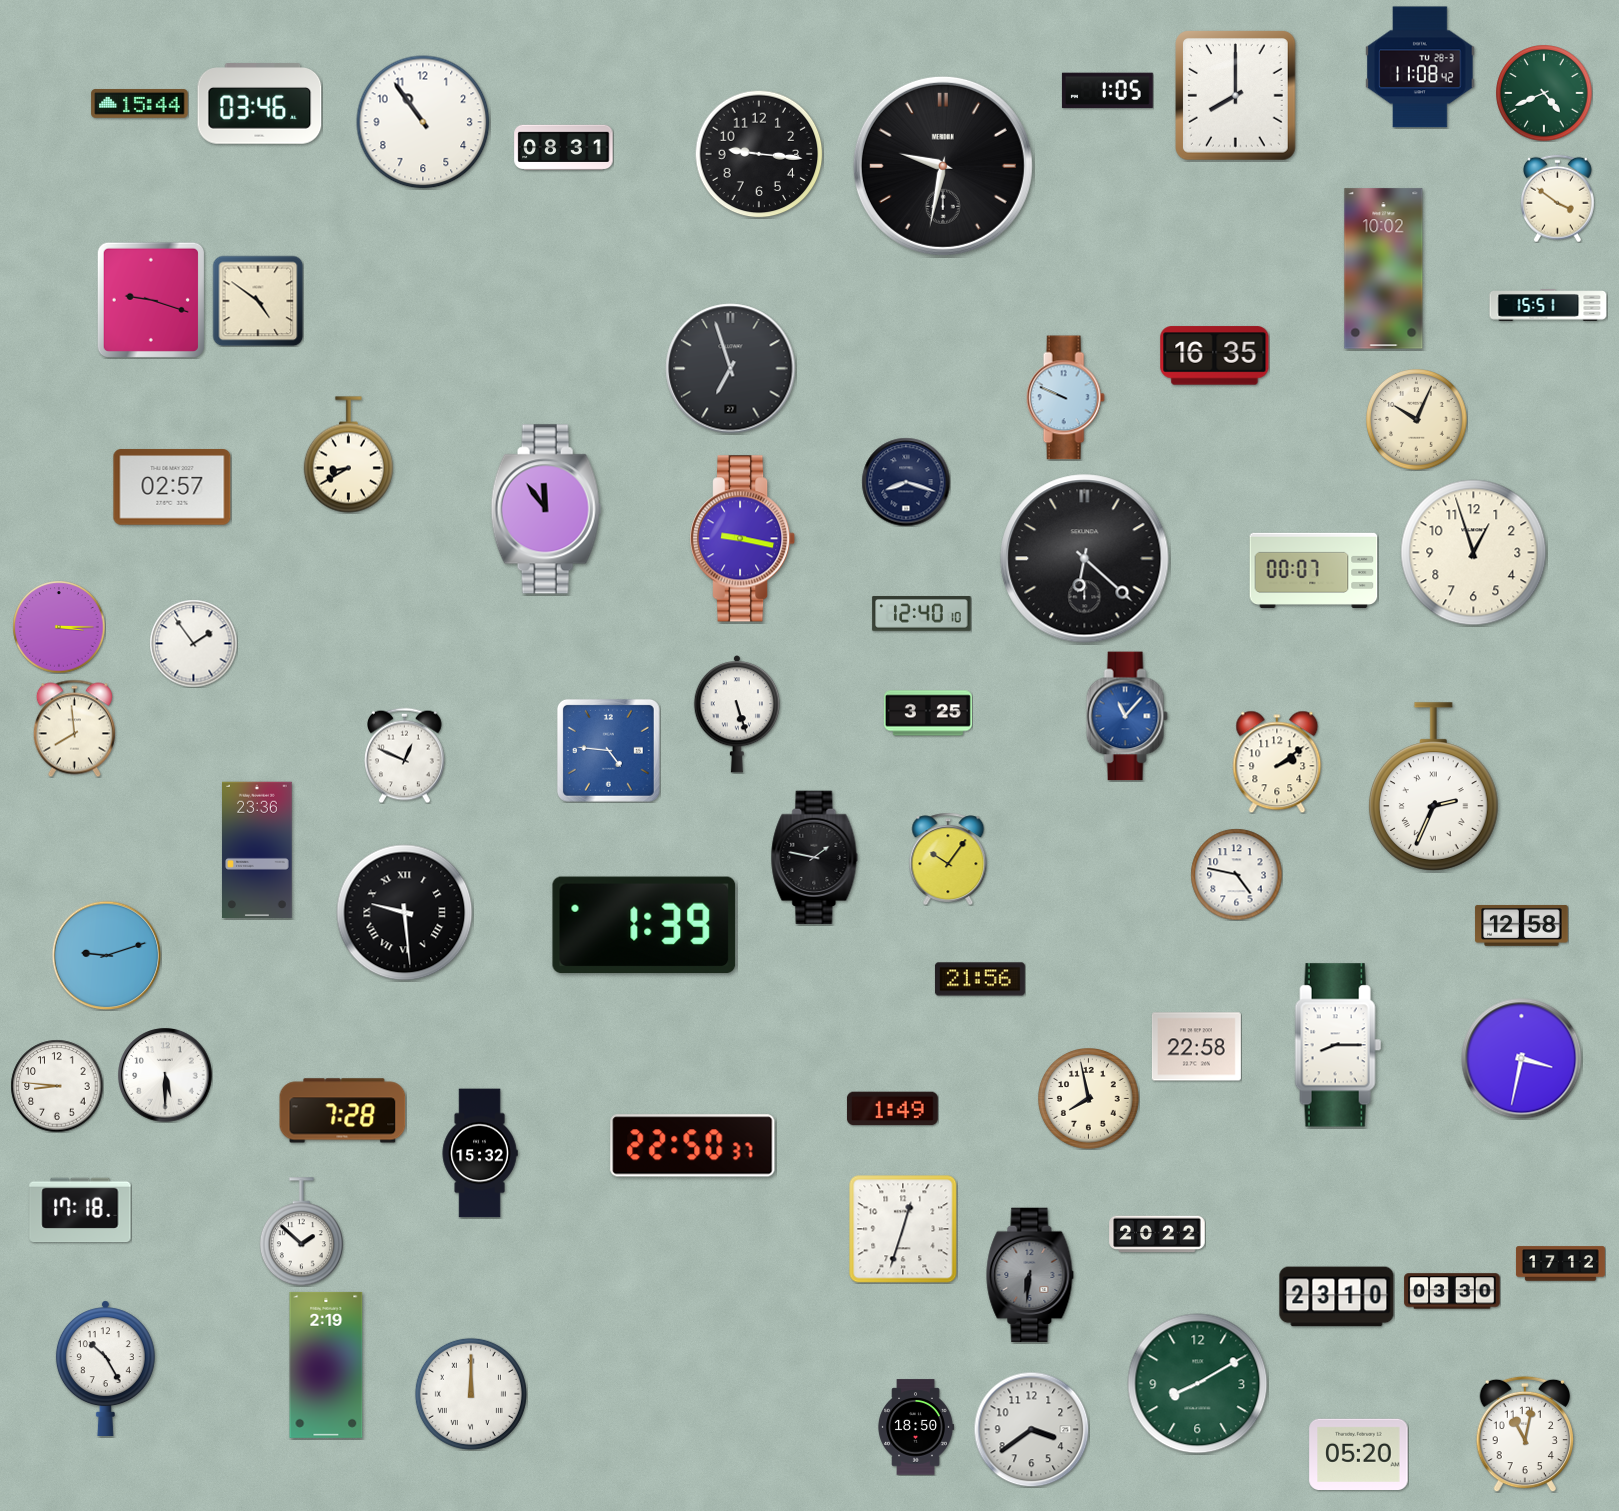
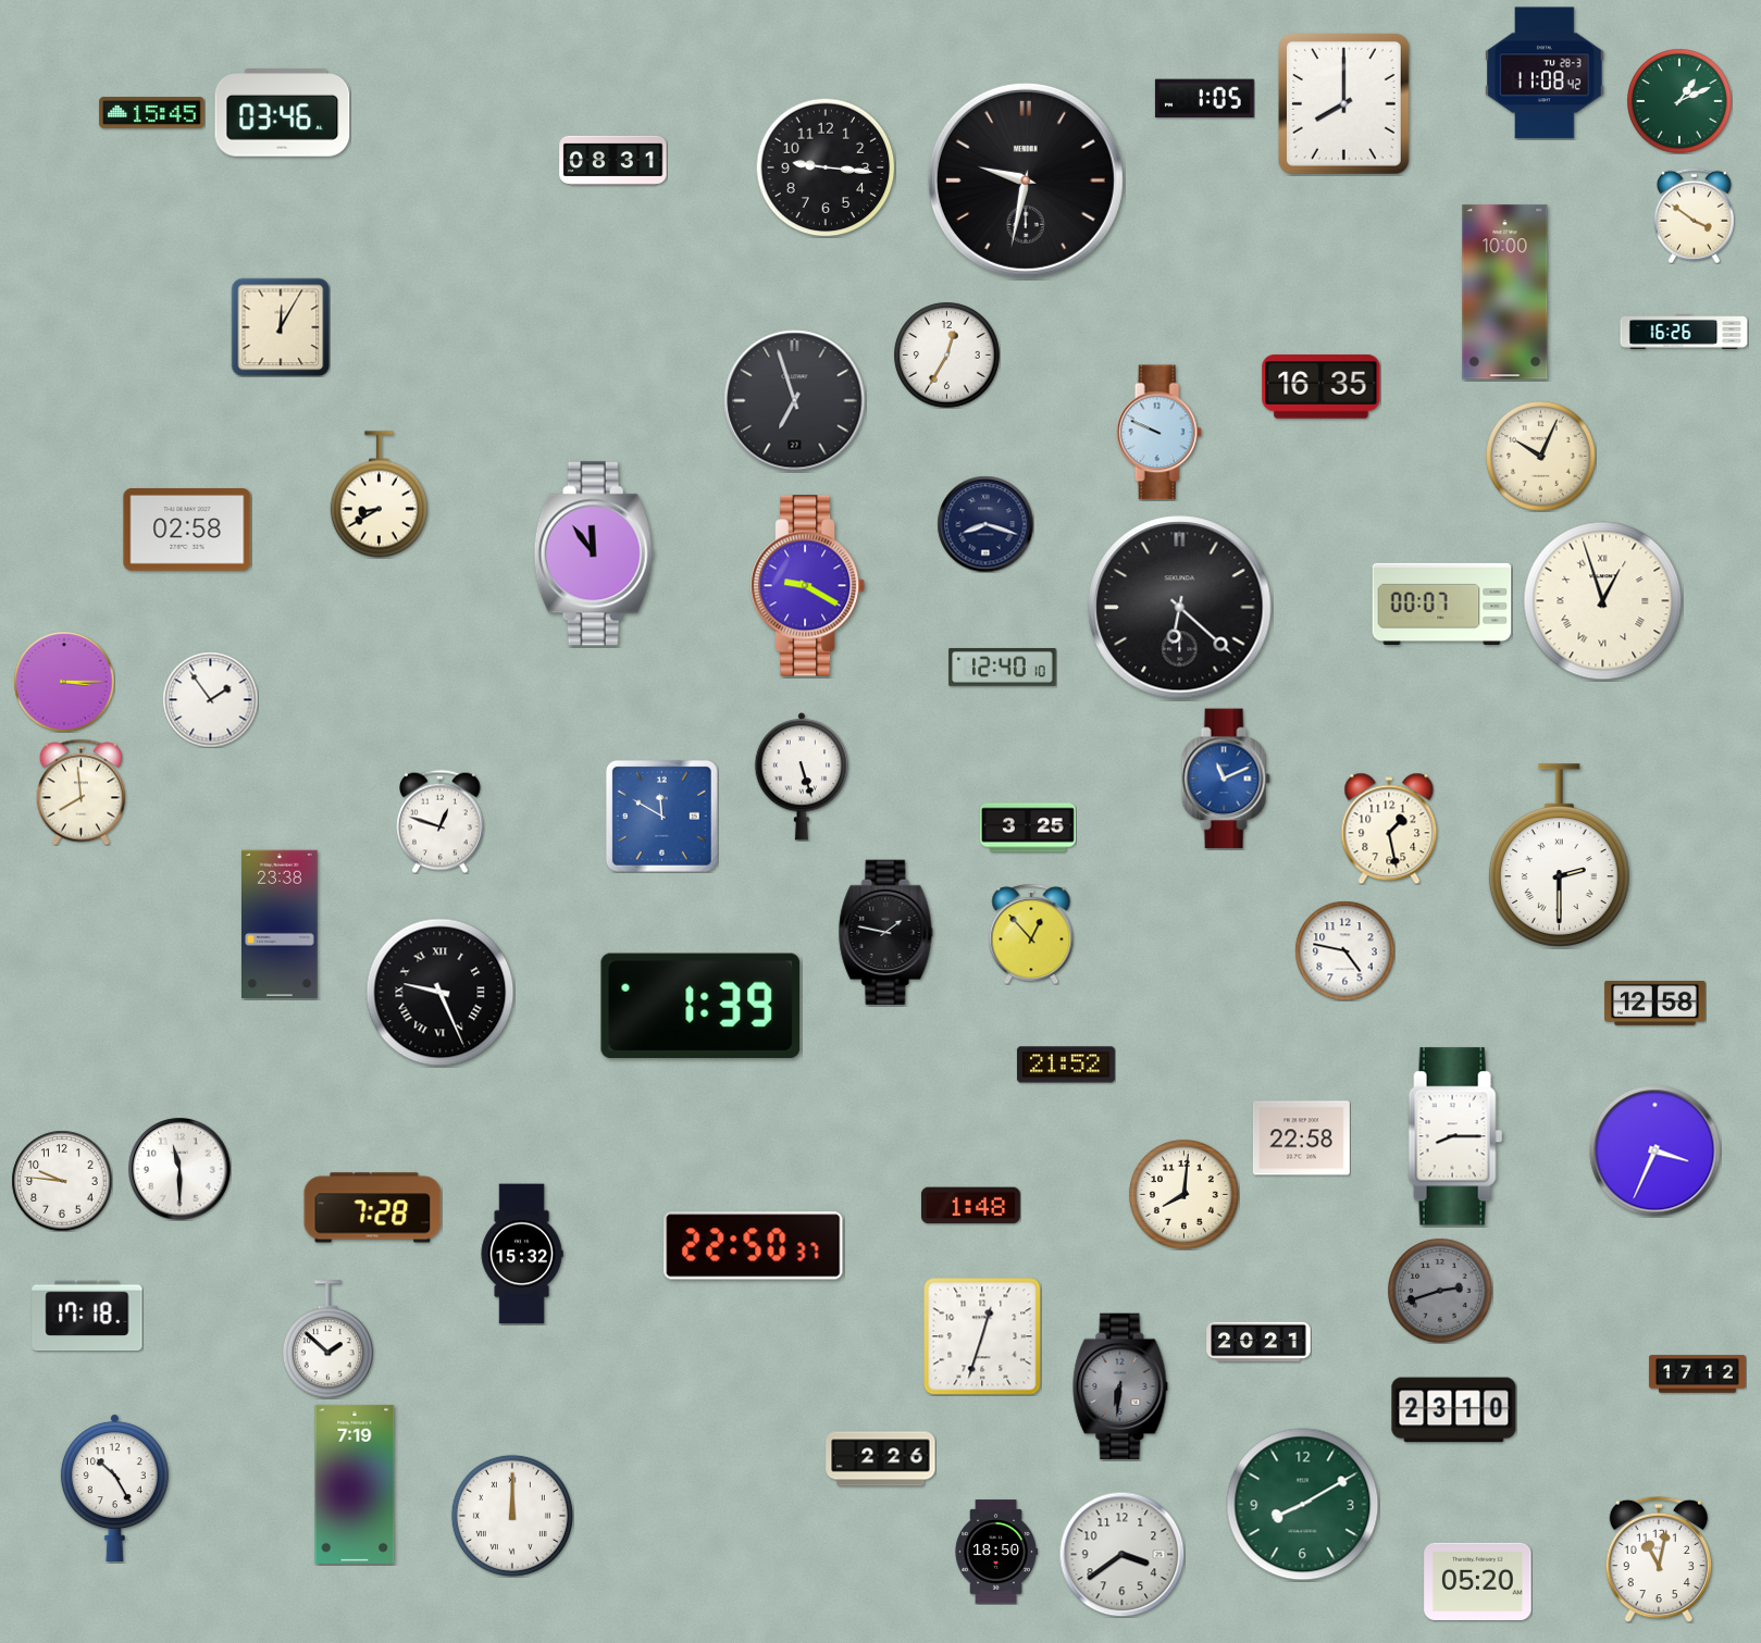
clock at (1544, 93): 4:41 -> 1:11
clock at (140, 104): 15:44 -> 15:45
clock at (423, 122): 10:54 -> none
clock at (1384, 269): 10:02 -> 10:00
clock at (151, 300): 9:18 -> none
clock at (258, 301): 4:51 -> 12:05
clock at (1548, 305): 15:51 -> 16:26
clock at (947, 356): none -> 12:35
clock at (172, 487): 02:57 -> 02:58
clock at (744, 539): 9:17 -> 9:20
clock at (1474, 553) numerals: Arabic -> Roman
clock at (1314, 570) position: (1314, 570) -> (1442, 603)
clock at (928, 713) position: (928, 713) -> (1028, 827)
clock at (1127, 716): 11:07 -> 11:11
clock at (608, 750): 4:46 -> 11:50
clock at (405, 755): 12:49 -> 12:48
clock at (1277, 762): 2:09 -> 1:28
clock at (1433, 787): 2:34 -> 2:30
clock at (258, 849): 23:36 -> 23:38
clock at (948, 859): 10:06 -> 12:53
clock at (405, 913): 9:29 -> 9:26
clock at (1522, 925) position: (1522, 925) -> (1655, 1003)
clock at (106, 955): 9:12 -> none
clock at (980, 979): 21:56 -> 21:52
clock at (1522, 1059): 3:32 -> 3:34
clock at (165, 1075): 5:30 -> 11:30
clock at (57, 1086): 8:46 -> 9:46
clock at (1089, 1099): 7:58 -> 8:01
clock at (892, 1109): 1:49 -> 1:48
clock at (1440, 1291): none -> 2:42
clock at (1157, 1234): 20:22 -> 20:21
clock at (1452, 1291): 03:30 -> none
clock at (881, 1459): none -> 2:26
clock at (326, 1365): 2:19 -> 7:19
